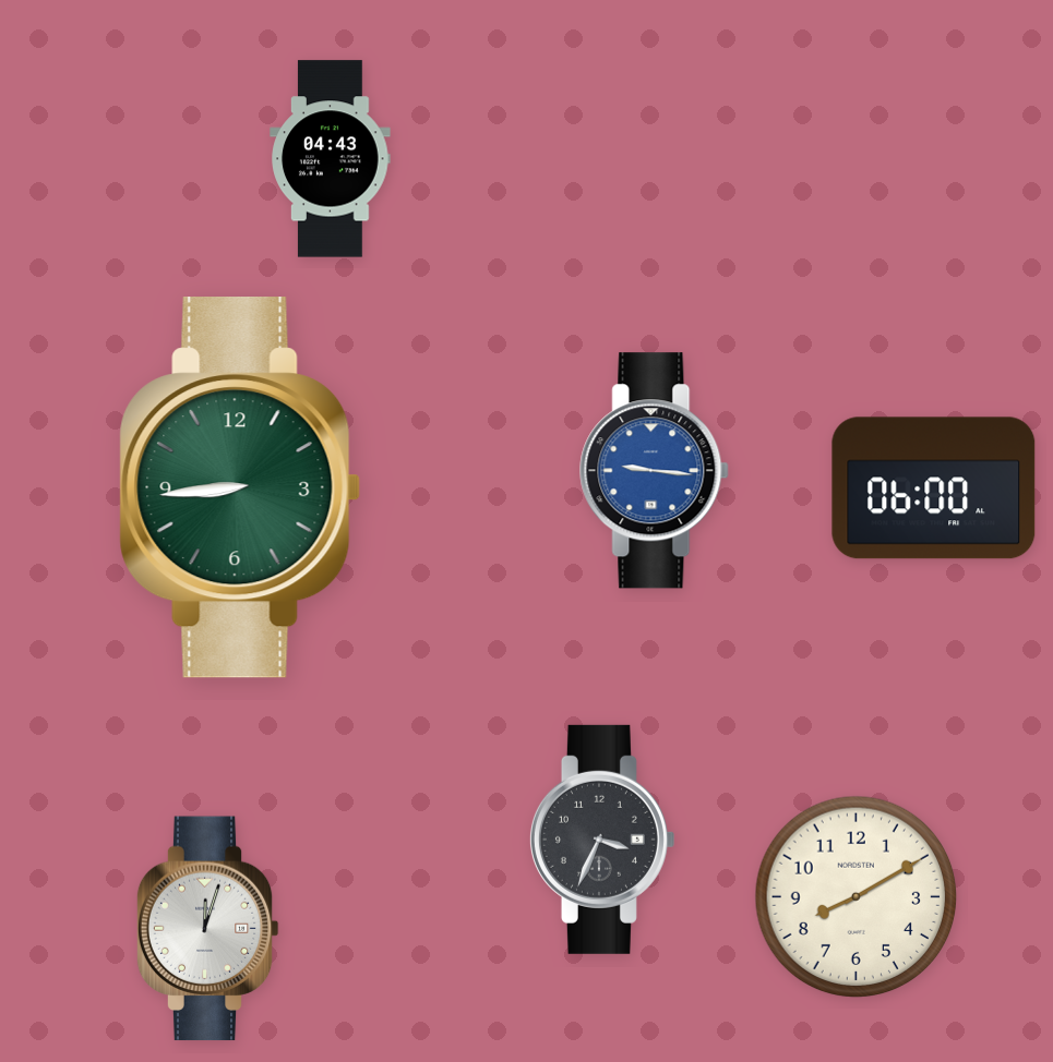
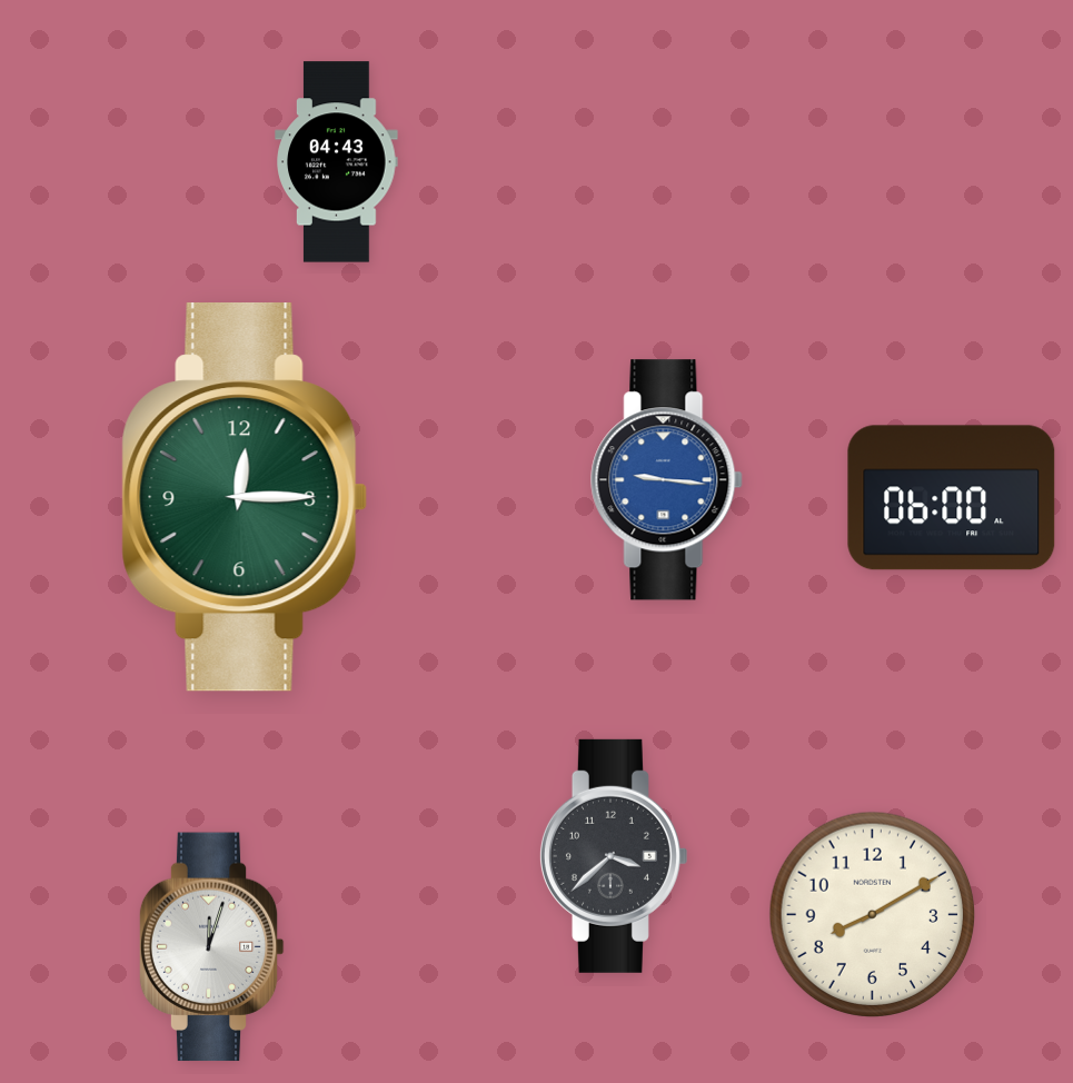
clock at (240, 488): 8:44 -> 12:15
clock at (601, 840): 3:34 -> 3:38
